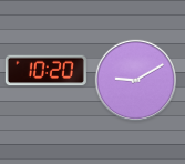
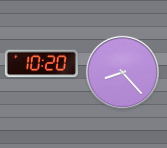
clock at (136, 81): 9:10 -> 8:23
